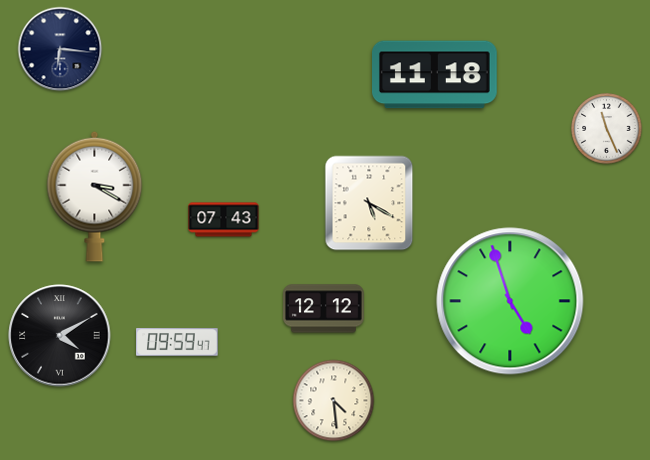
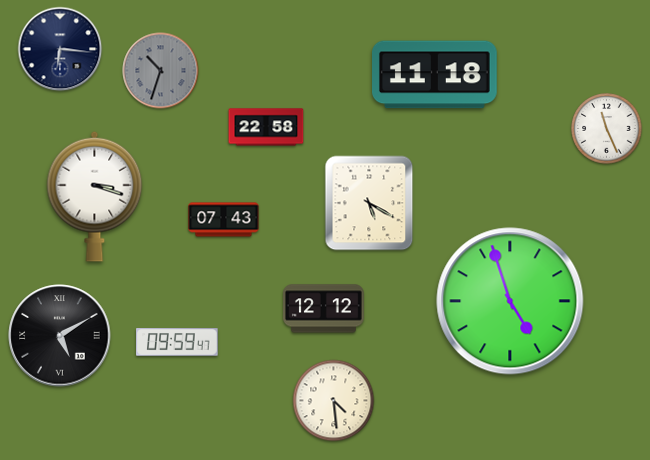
clock at (161, 71): none -> 10:33
clock at (266, 127): none -> 22:58
clock at (95, 196): 3:20 -> 3:18
clock at (60, 336): 4:10 -> 5:10
